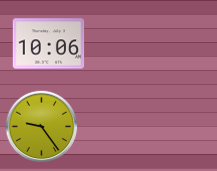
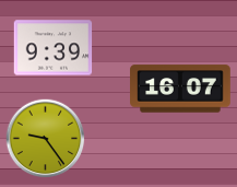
clock at (49, 44): 10:06 -> 9:39
clock at (180, 89): none -> 16:07
